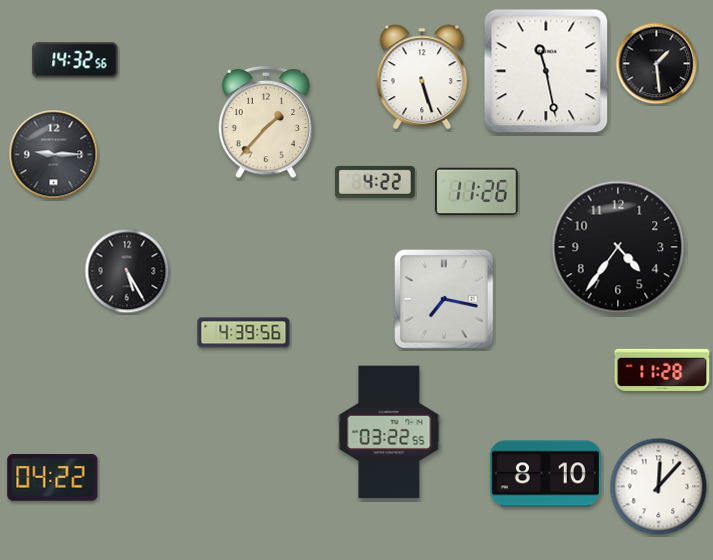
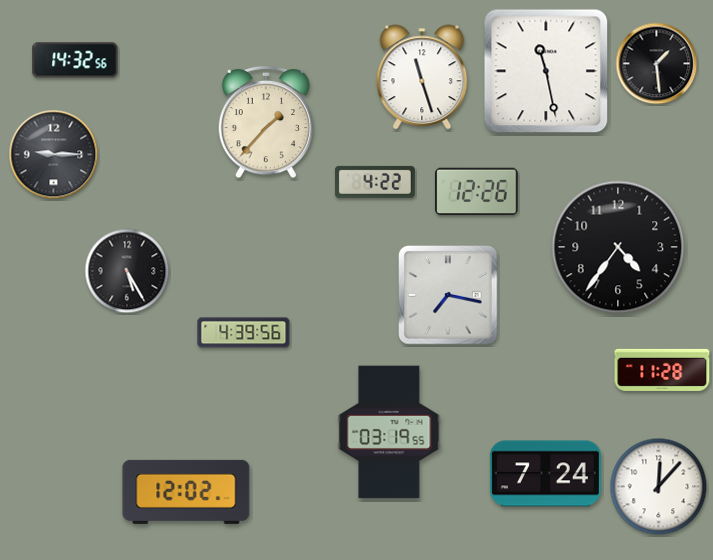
clock at (422, 77): 5:27 -> 11:27
clock at (477, 192): 11:26 -> 12:26
clock at (445, 300) position: (445, 300) -> (449, 296)
clock at (389, 432): 03:22 -> 03:19
clock at (545, 474): 8:10 -> 7:24
clock at (53, 478): 04:22 -> none
clock at (186, 492): none -> 12:02
